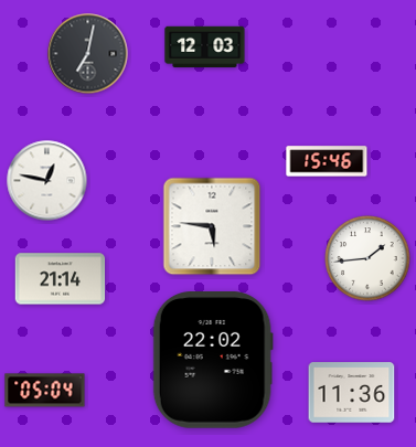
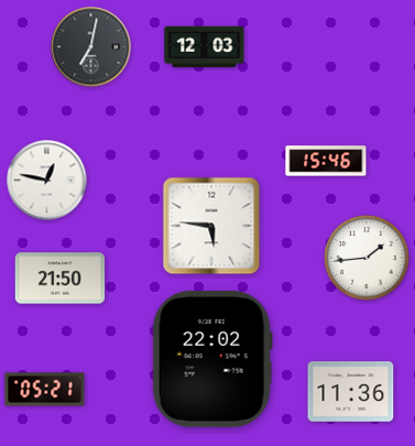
clock at (88, 54) position: (88, 54) -> (91, 47)
clock at (61, 279): 21:14 -> 21:50
clock at (45, 391): 05:04 -> 05:21
